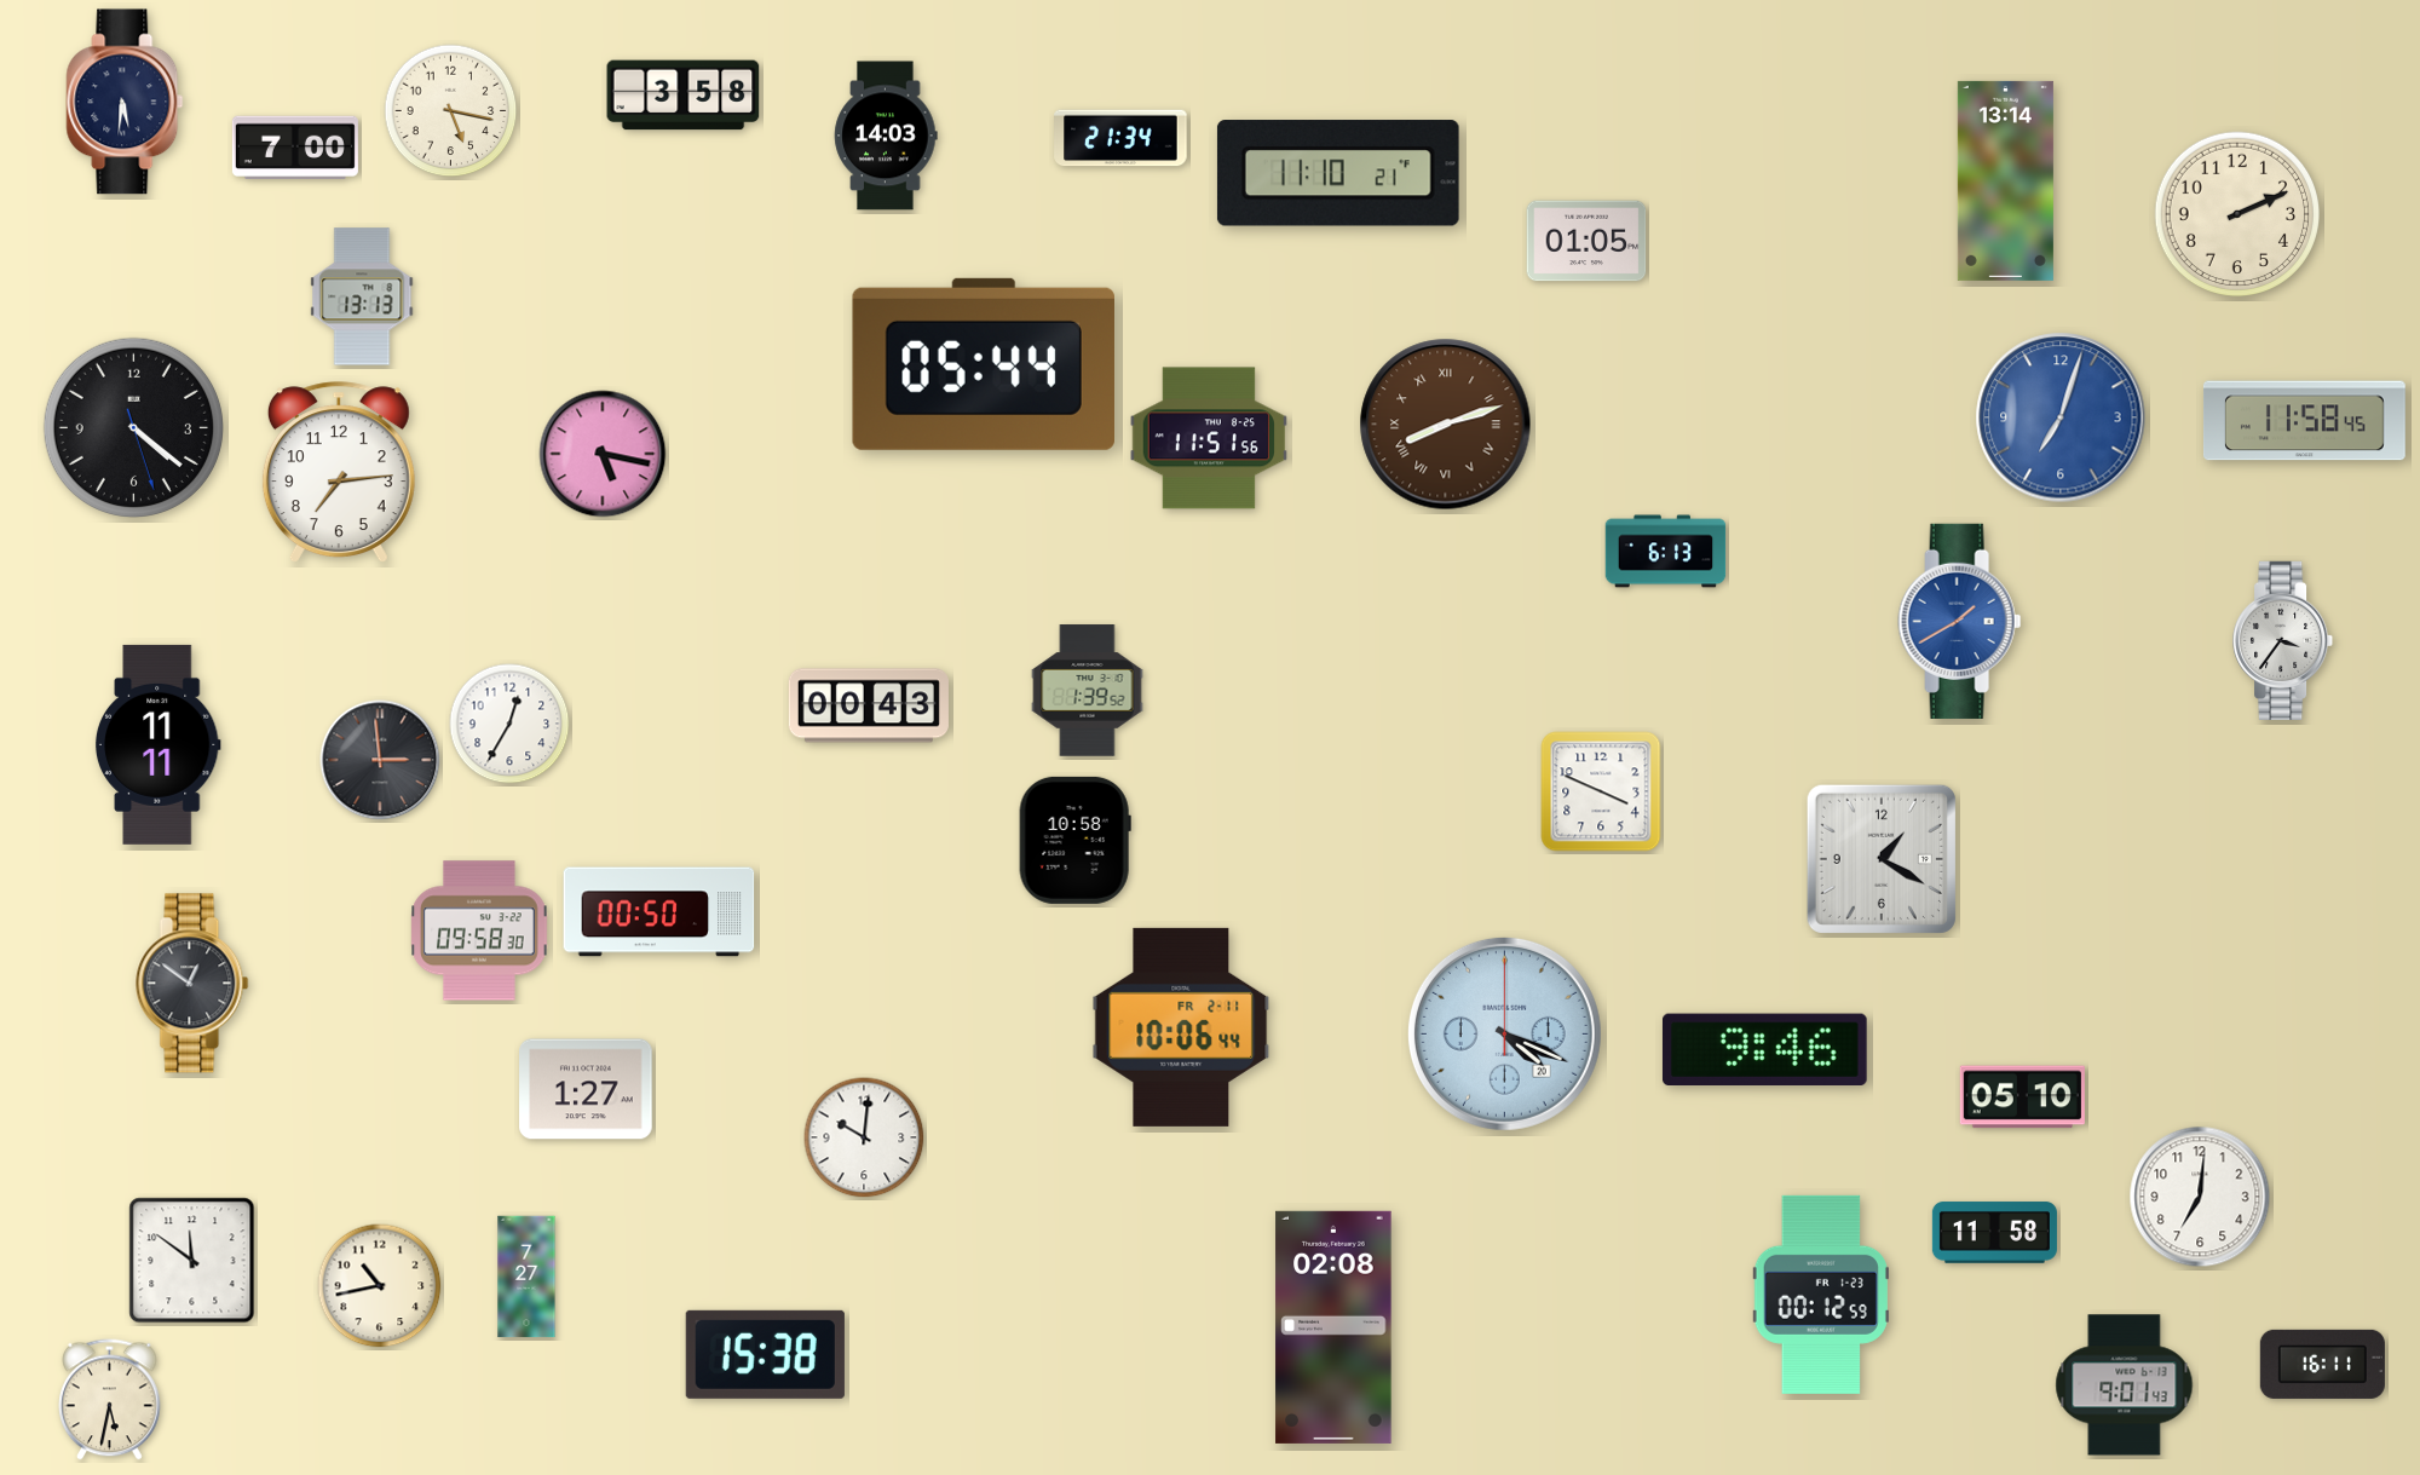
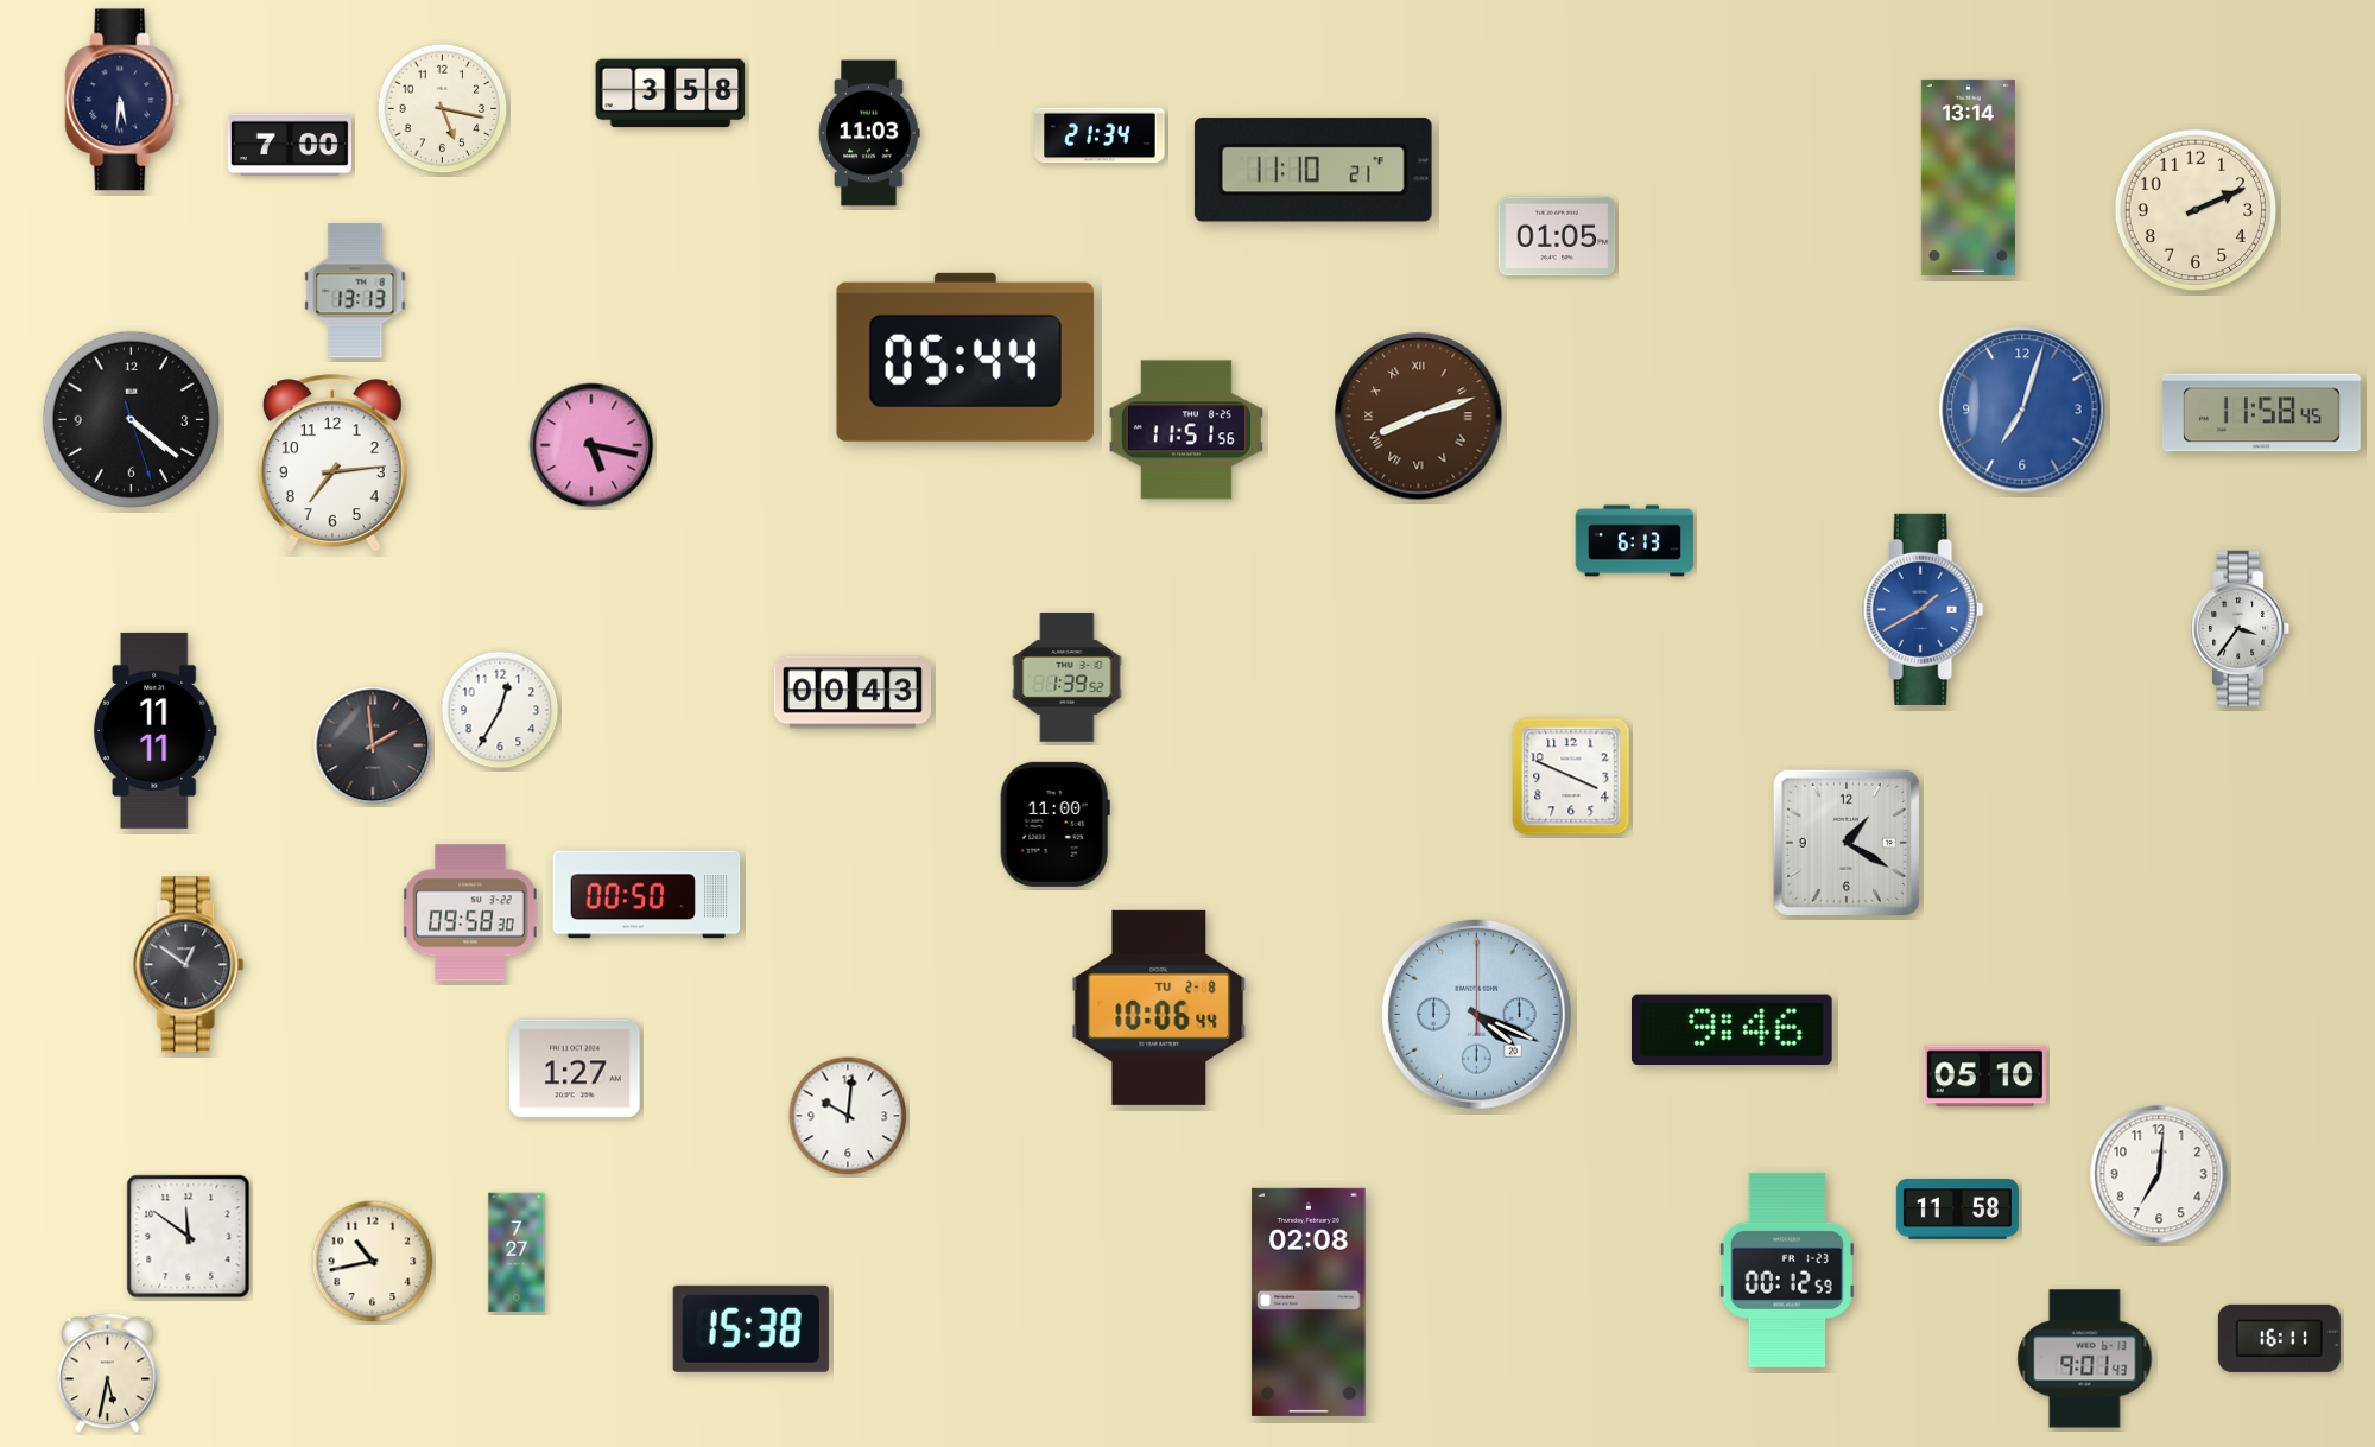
clock at (886, 136): 14:03 -> 11:03
clock at (380, 760): 2:59 -> 1:59
clock at (1074, 840): 10:58 -> 11:00
clock at (1181, 1027) date: FR 2-11 -> TU 2-8
